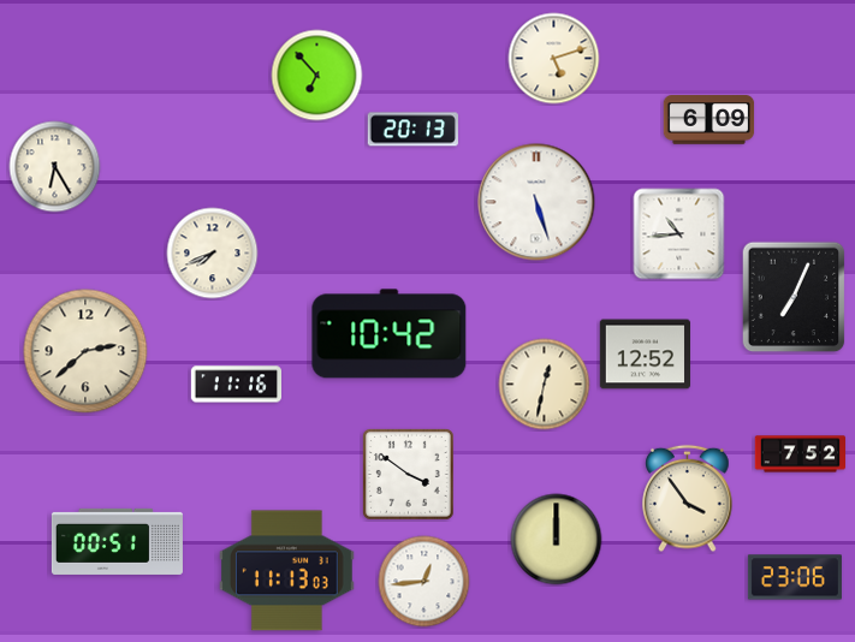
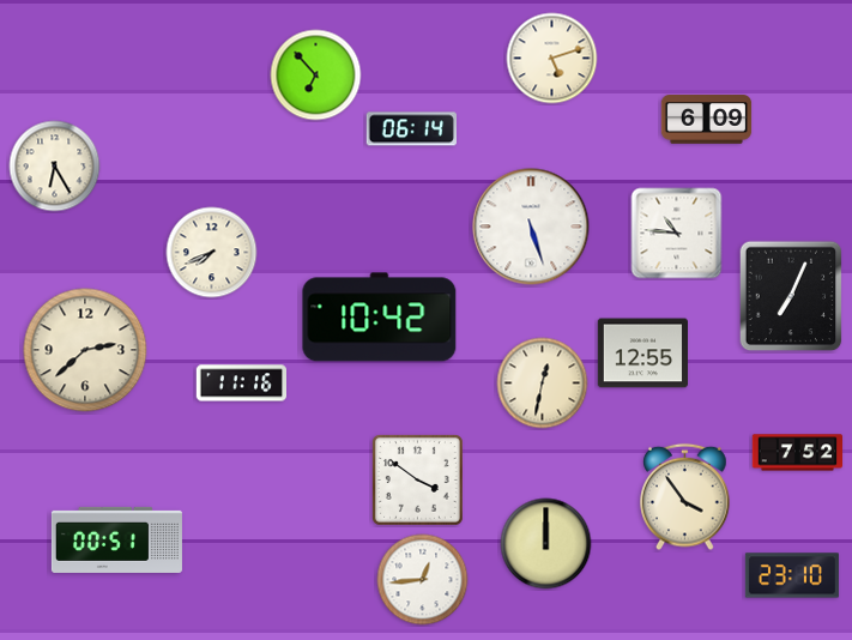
clock at (412, 130): 20:13 -> 06:14
clock at (536, 202) position: (536, 202) -> (531, 227)
clock at (679, 234): 10:44 -> 10:46
clock at (390, 334) position: (390, 334) -> (380, 318)
clock at (645, 355): 12:52 -> 12:55
clock at (236, 385) position: (236, 385) -> (241, 384)
clock at (409, 475) position: (409, 475) -> (418, 481)
clock at (557, 540) position: (557, 540) -> (546, 544)
clock at (286, 571): 11:13 -> none
clock at (795, 577): 23:06 -> 23:10
